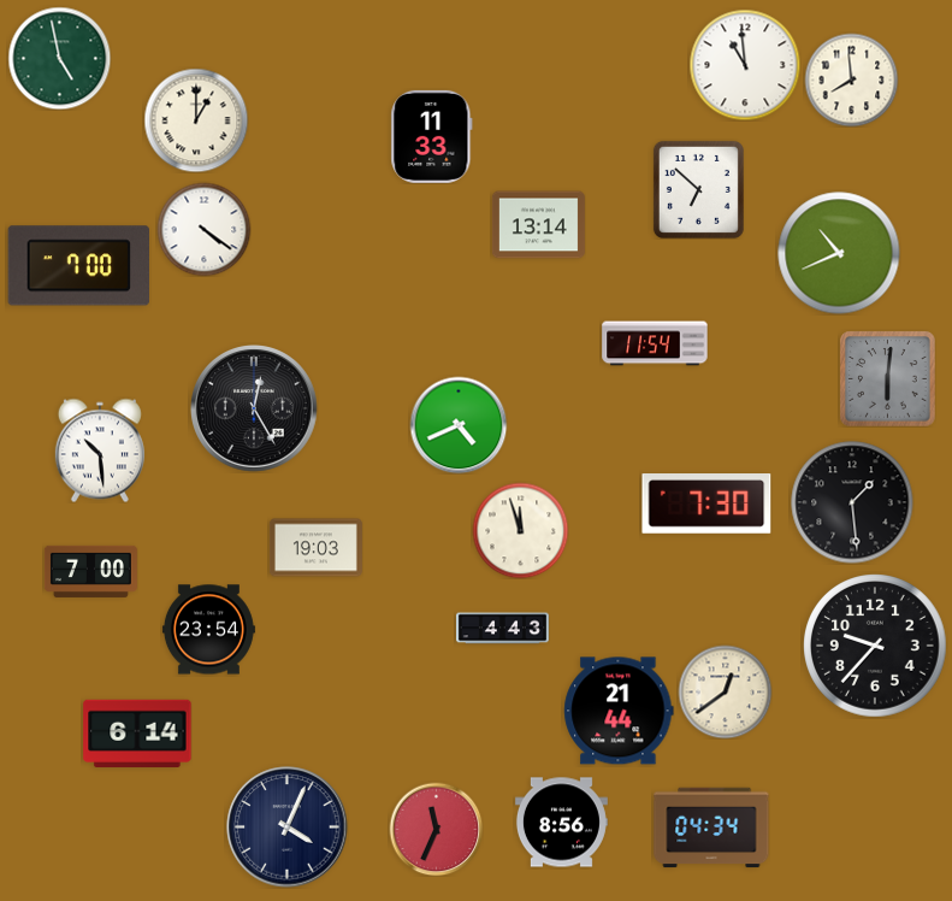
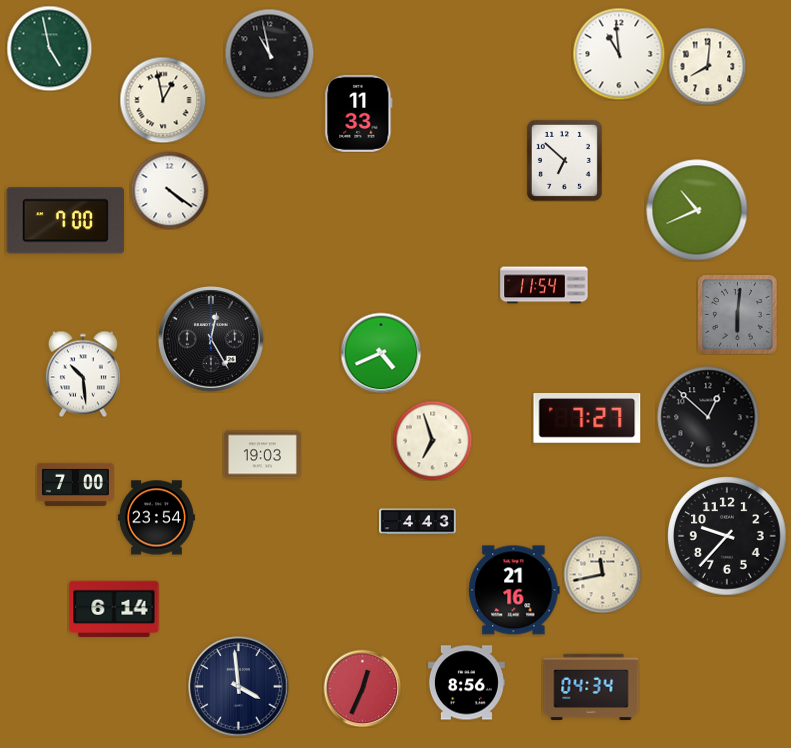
clock at (269, 53): none -> 10:58
clock at (851, 79): 7:59 -> 8:01
clock at (196, 120): 1:00 -> 12:58
clock at (698, 189) position: (698, 189) -> (564, 160)
clock at (538, 225): 13:14 -> none
clock at (852, 502): 1:29 -> 12:52
clock at (706, 505): 7:30 -> 7:27
clock at (520, 530): 11:57 -> 6:57
clock at (90, 571) position: (90, 571) -> (75, 484)
clock at (208, 630) position: (208, 630) -> (156, 518)
clock at (725, 691): 12:39 -> 11:43
clock at (619, 711): 21:44 -> 21:16
clock at (288, 828): 4:04 -> 3:59
clock at (436, 829): 11:34 -> 12:34
